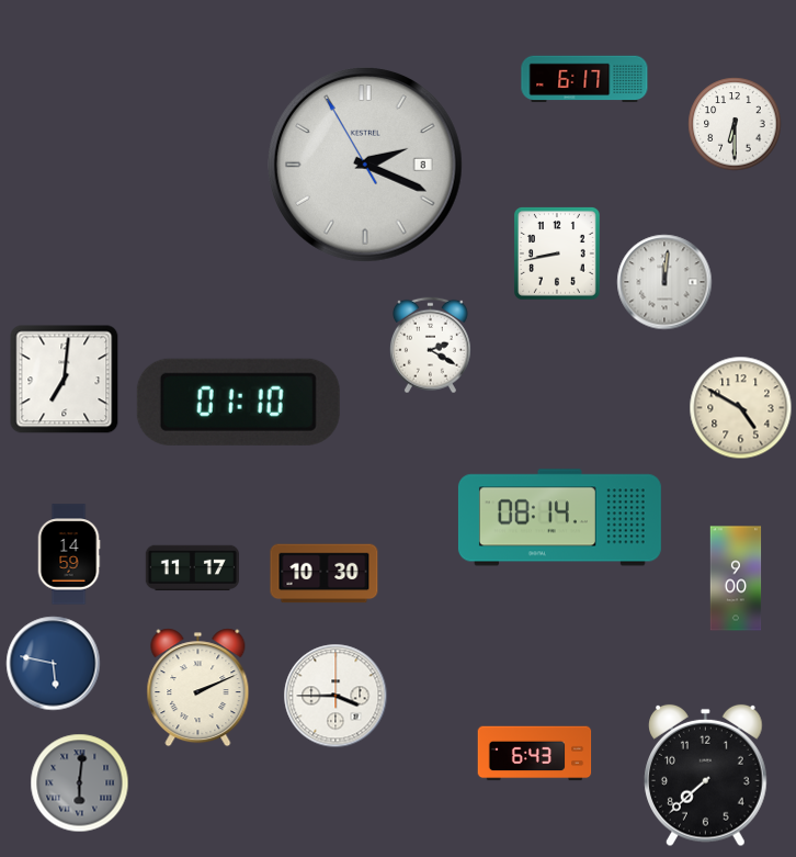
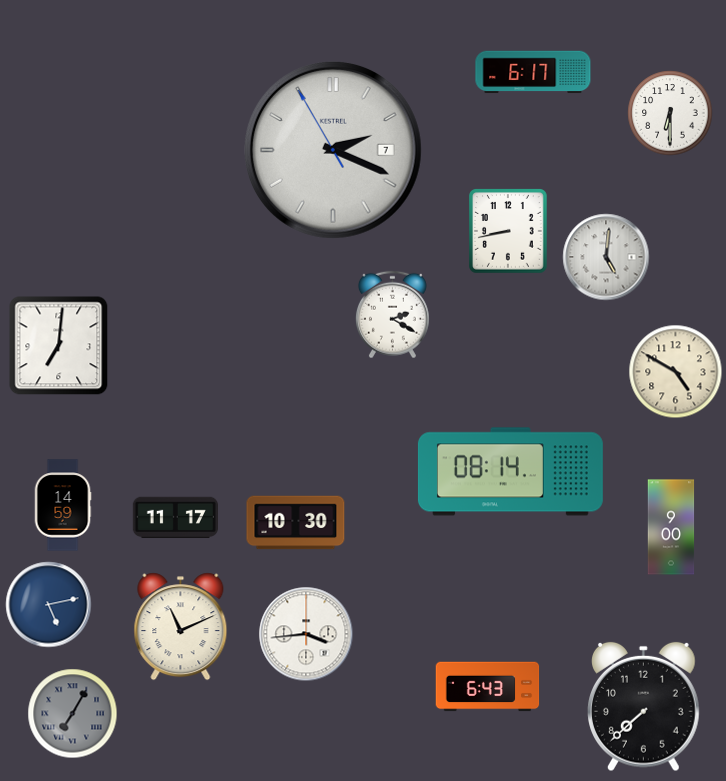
clock at (365, 165) date: 8 -> 7
clock at (664, 282): 12:01 -> 5:01
clock at (238, 402): 01:10 -> none
clock at (54, 664): 5:47 -> 5:13
clock at (198, 688): 2:11 -> 11:11
clock at (336, 696): 3:45 -> 3:44
clock at (80, 783): 6:01 -> 7:05
